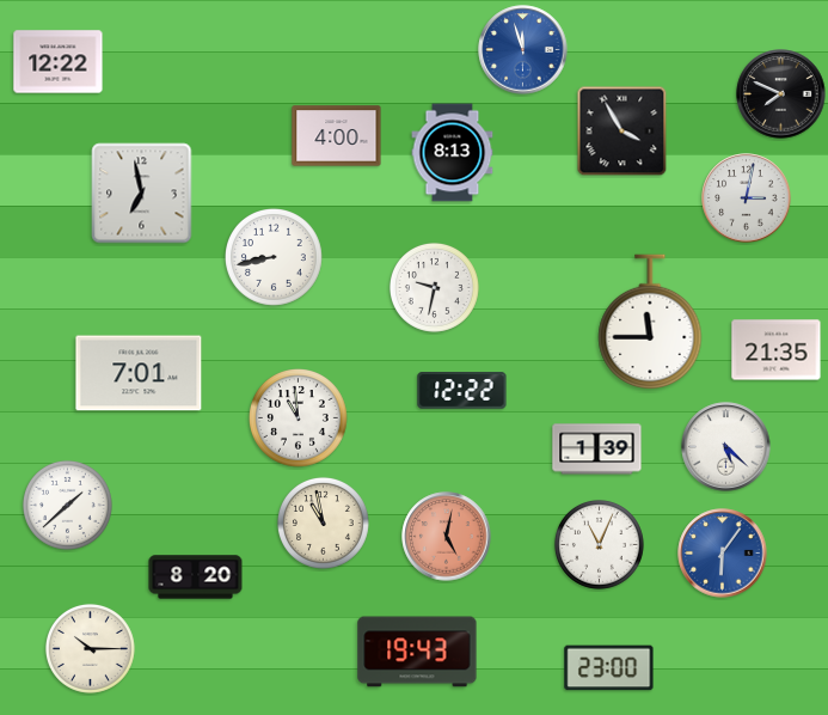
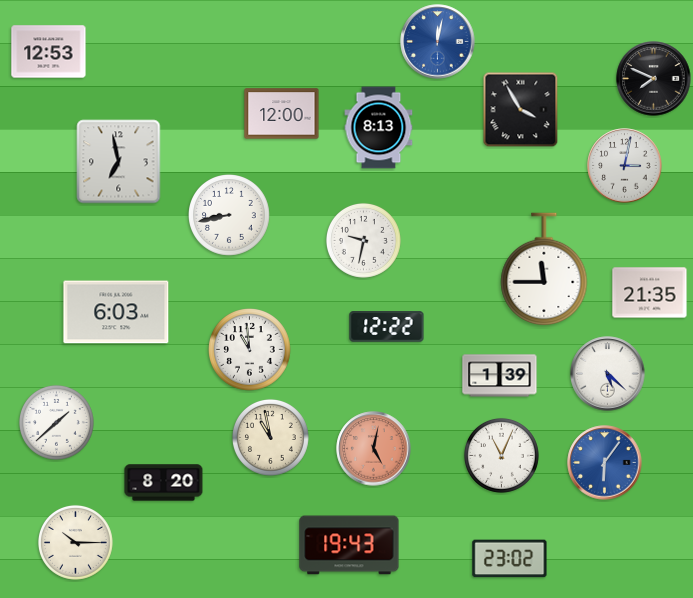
clock at (523, 50): 11:57 -> 12:02
clock at (59, 62): 12:22 -> 12:53
clock at (337, 136): 4:00 -> 12:00
clock at (139, 373): 7:01 -> 6:03
clock at (609, 668): 23:00 -> 23:02
